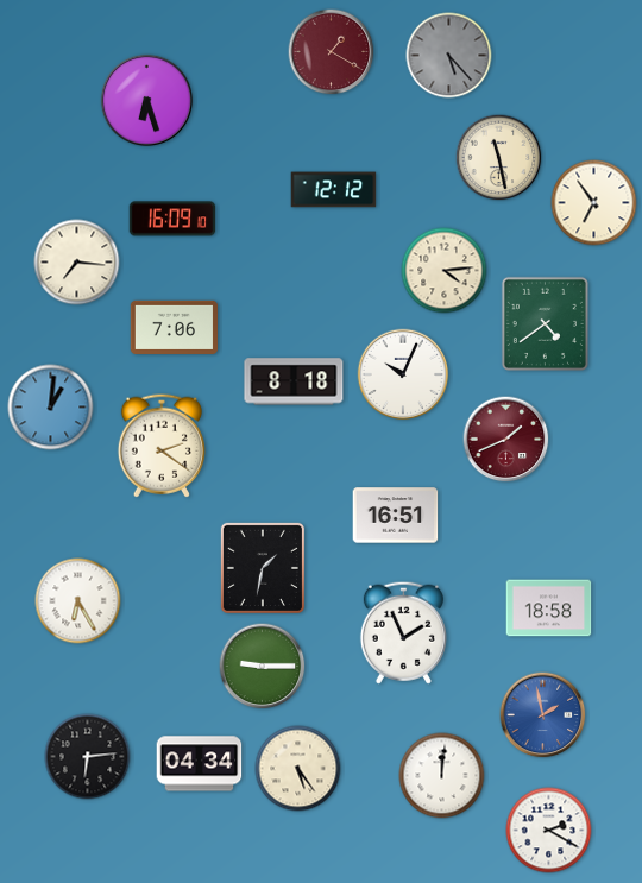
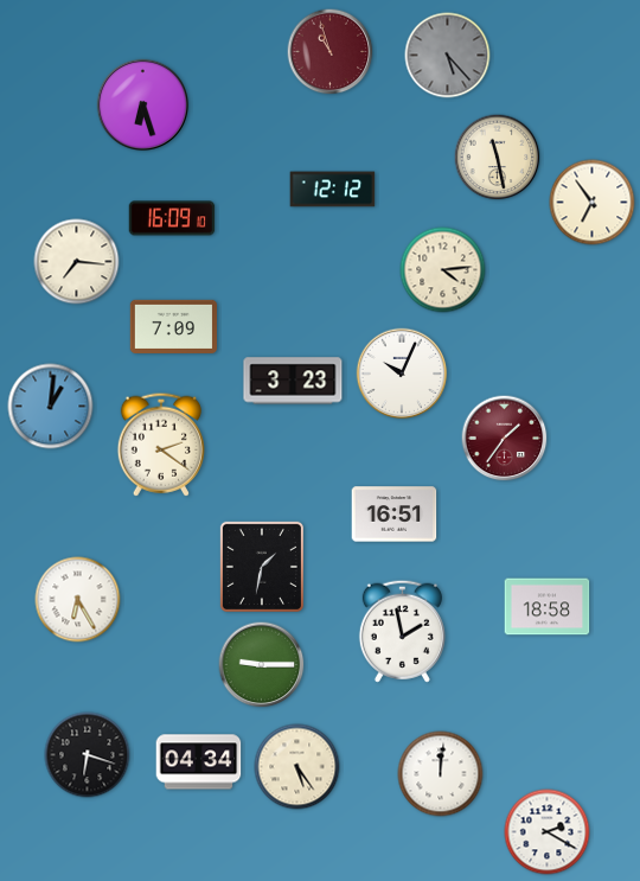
clock at (332, 52): 1:20 -> 10:57
clock at (147, 101) position: (147, 101) -> (143, 106)
clock at (545, 323): 4:39 -> none
clock at (174, 327): 7:06 -> 7:09
clock at (294, 381): 8:18 -> 3:23
clock at (506, 440): 1:41 -> 1:36
clock at (403, 632): 1:56 -> 1:58
clock at (543, 715): 1:58 -> none
clock at (88, 757): 6:14 -> 6:18
clock at (549, 831) position: (549, 831) -> (548, 832)
